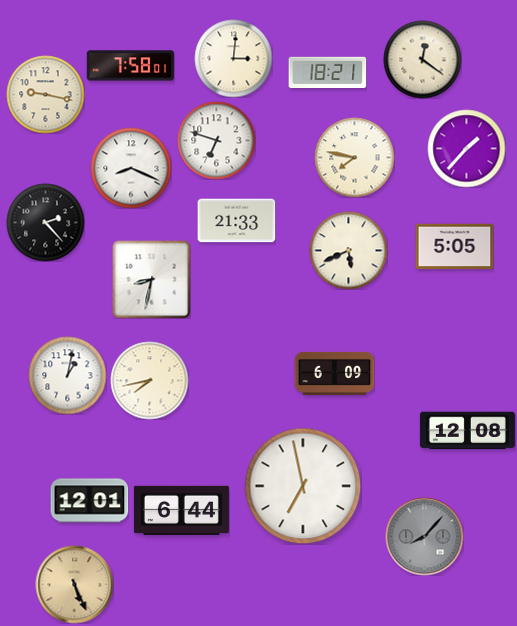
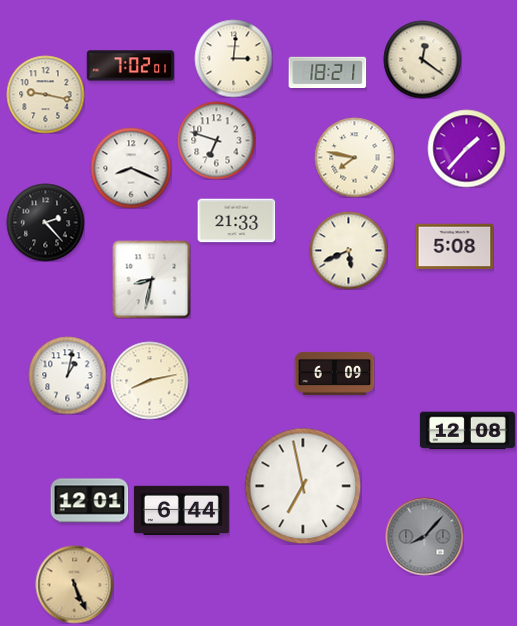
clock at (130, 66): 7:58 -> 7:02
clock at (454, 247): 5:05 -> 5:08
clock at (149, 380): 7:43 -> 8:13
